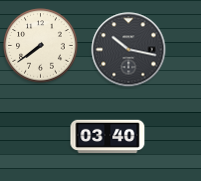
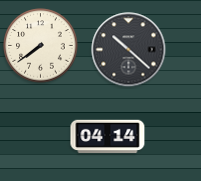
clock at (129, 50): 10:17 -> 10:22
clock at (108, 137): 03:40 -> 04:14
